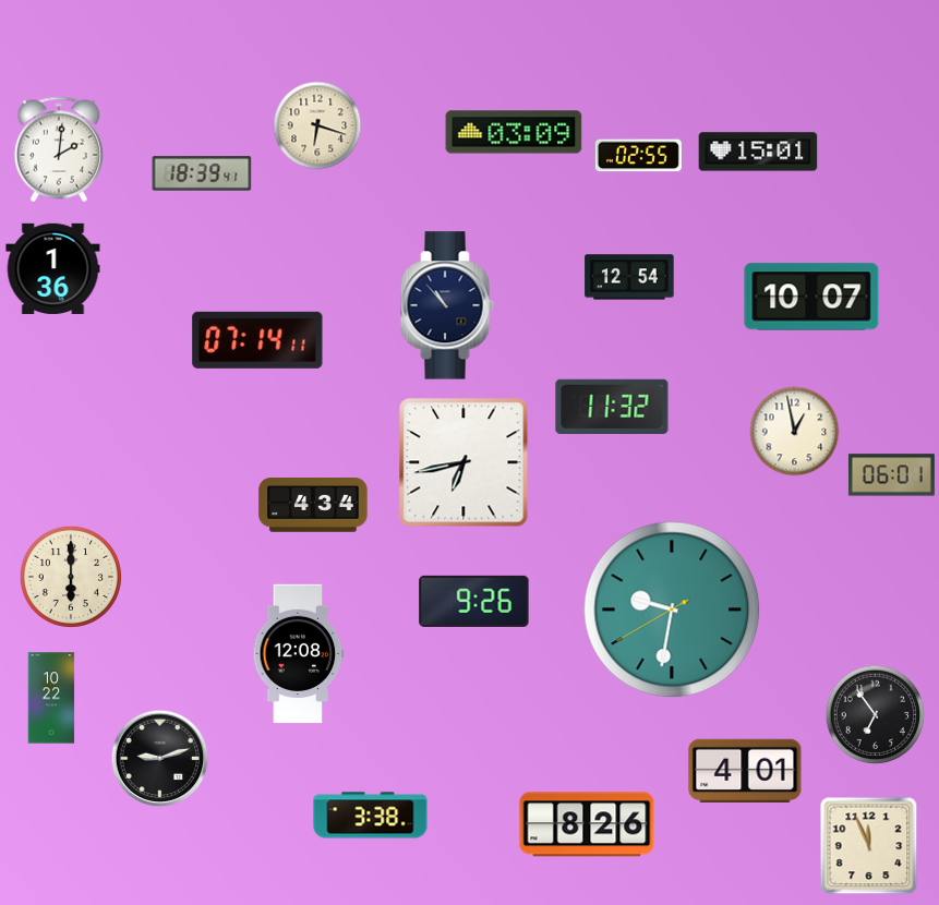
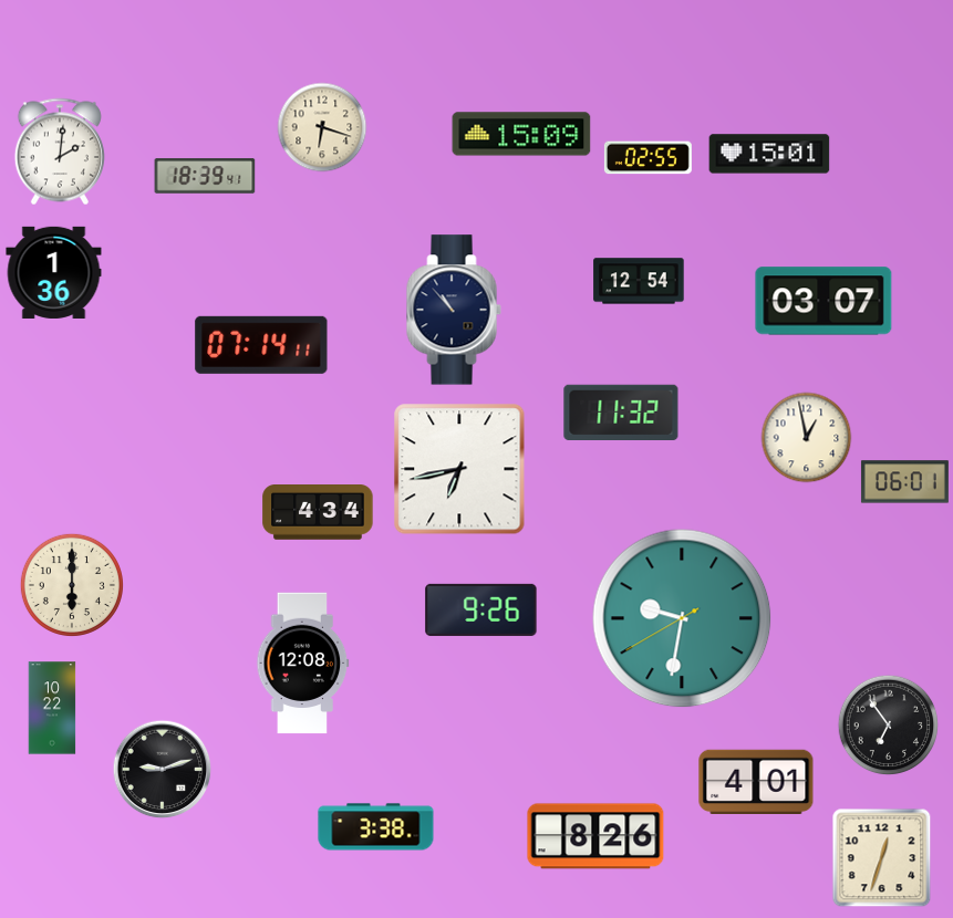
clock at (514, 132): 03:09 -> 15:09
clock at (811, 297): 10:07 -> 03:07
clock at (464, 462) position: (464, 462) -> (459, 469)
clock at (869, 846): 11:56 -> 12:33
